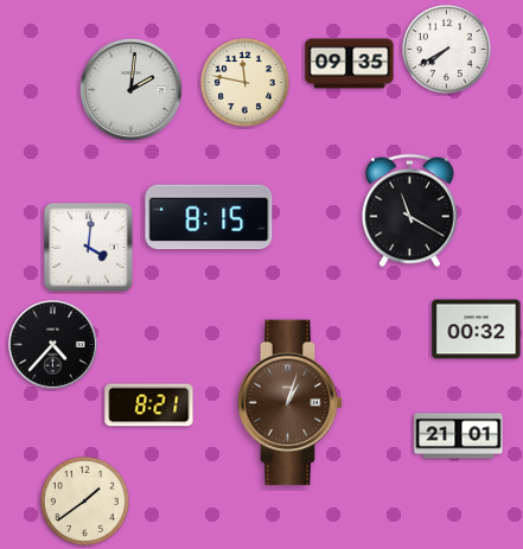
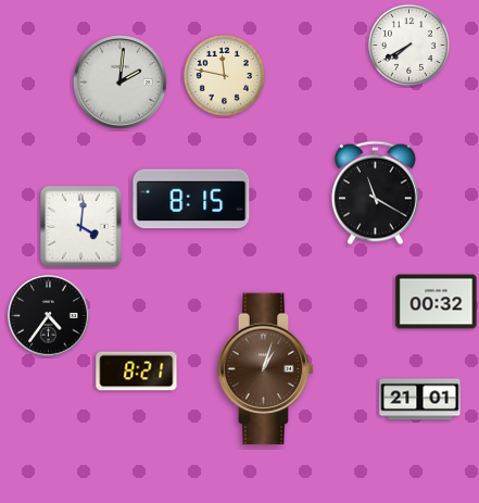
clock at (350, 64): 09:35 -> none
clock at (53, 345): 4:37 -> 4:36
clock at (84, 500): 1:39 -> none
